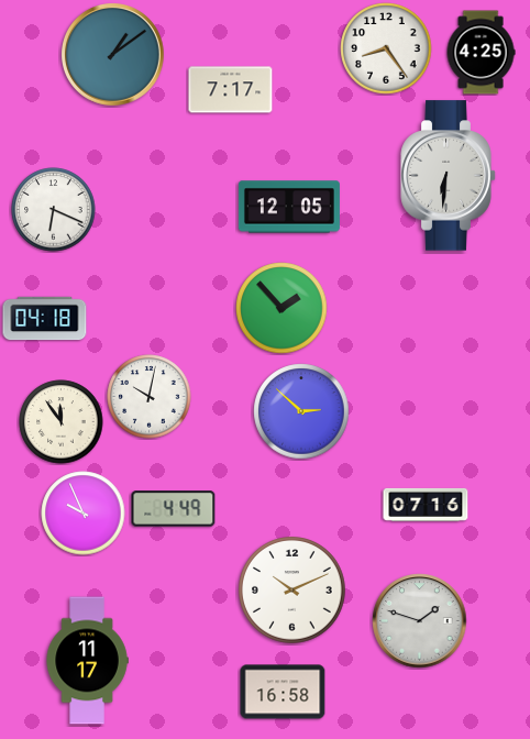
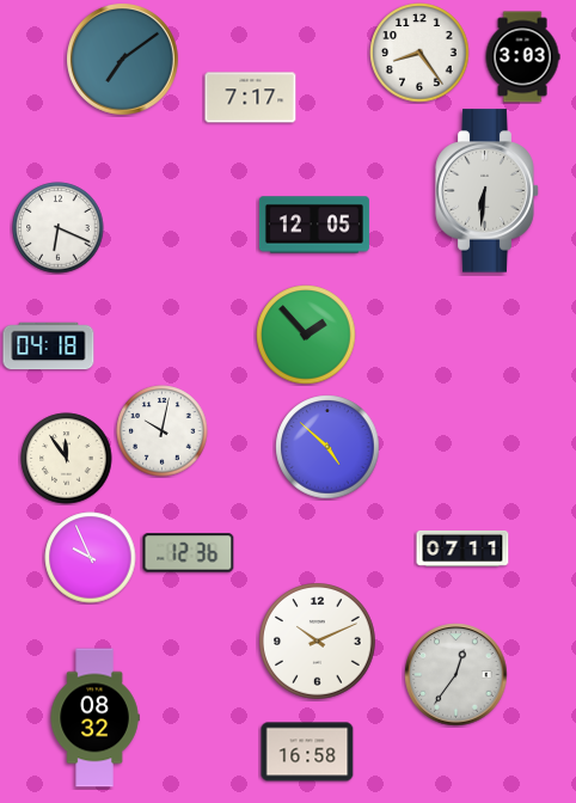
clock at (481, 53): 4:25 -> 3:03
clock at (113, 55): 1:09 -> 7:09
clock at (301, 411): 2:52 -> 4:52
clock at (426, 505): 07:16 -> 07:11
clock at (174, 509): 4:49 -> 12:36
clock at (420, 621): 1:48 -> 12:36
clock at (87, 661): 11:17 -> 08:32
